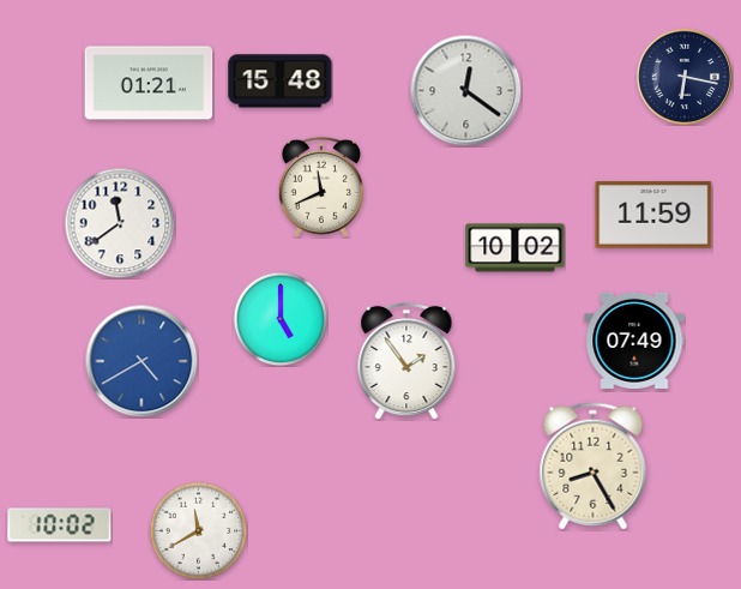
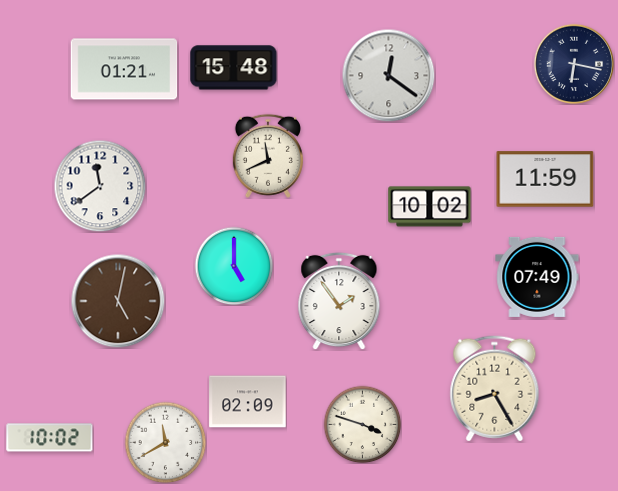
clock at (685, 77) position: (685, 77) -> (574, 64)
clock at (634, 341) position: (634, 341) -> (537, 277)
clock at (141, 361): 4:40 -> 5:02
clock at (141, 361) dial: blue -> brown
clock at (248, 402): none -> 02:09
clock at (362, 424): none -> 3:48
